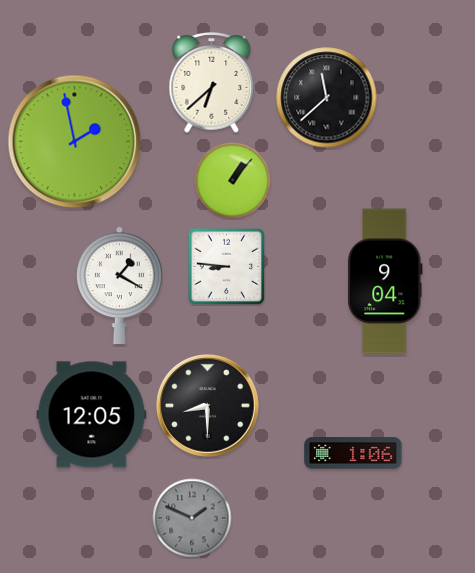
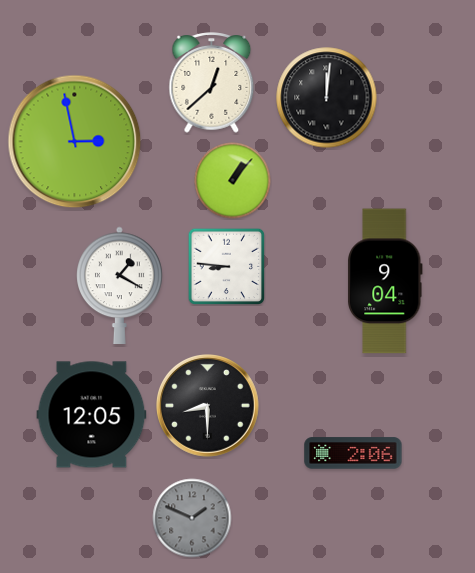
clock at (212, 83): 6:38 -> 12:38
clock at (327, 98): 11:38 -> 12:01
clock at (75, 142): 1:58 -> 2:58
clock at (353, 453): 1:06 -> 2:06
